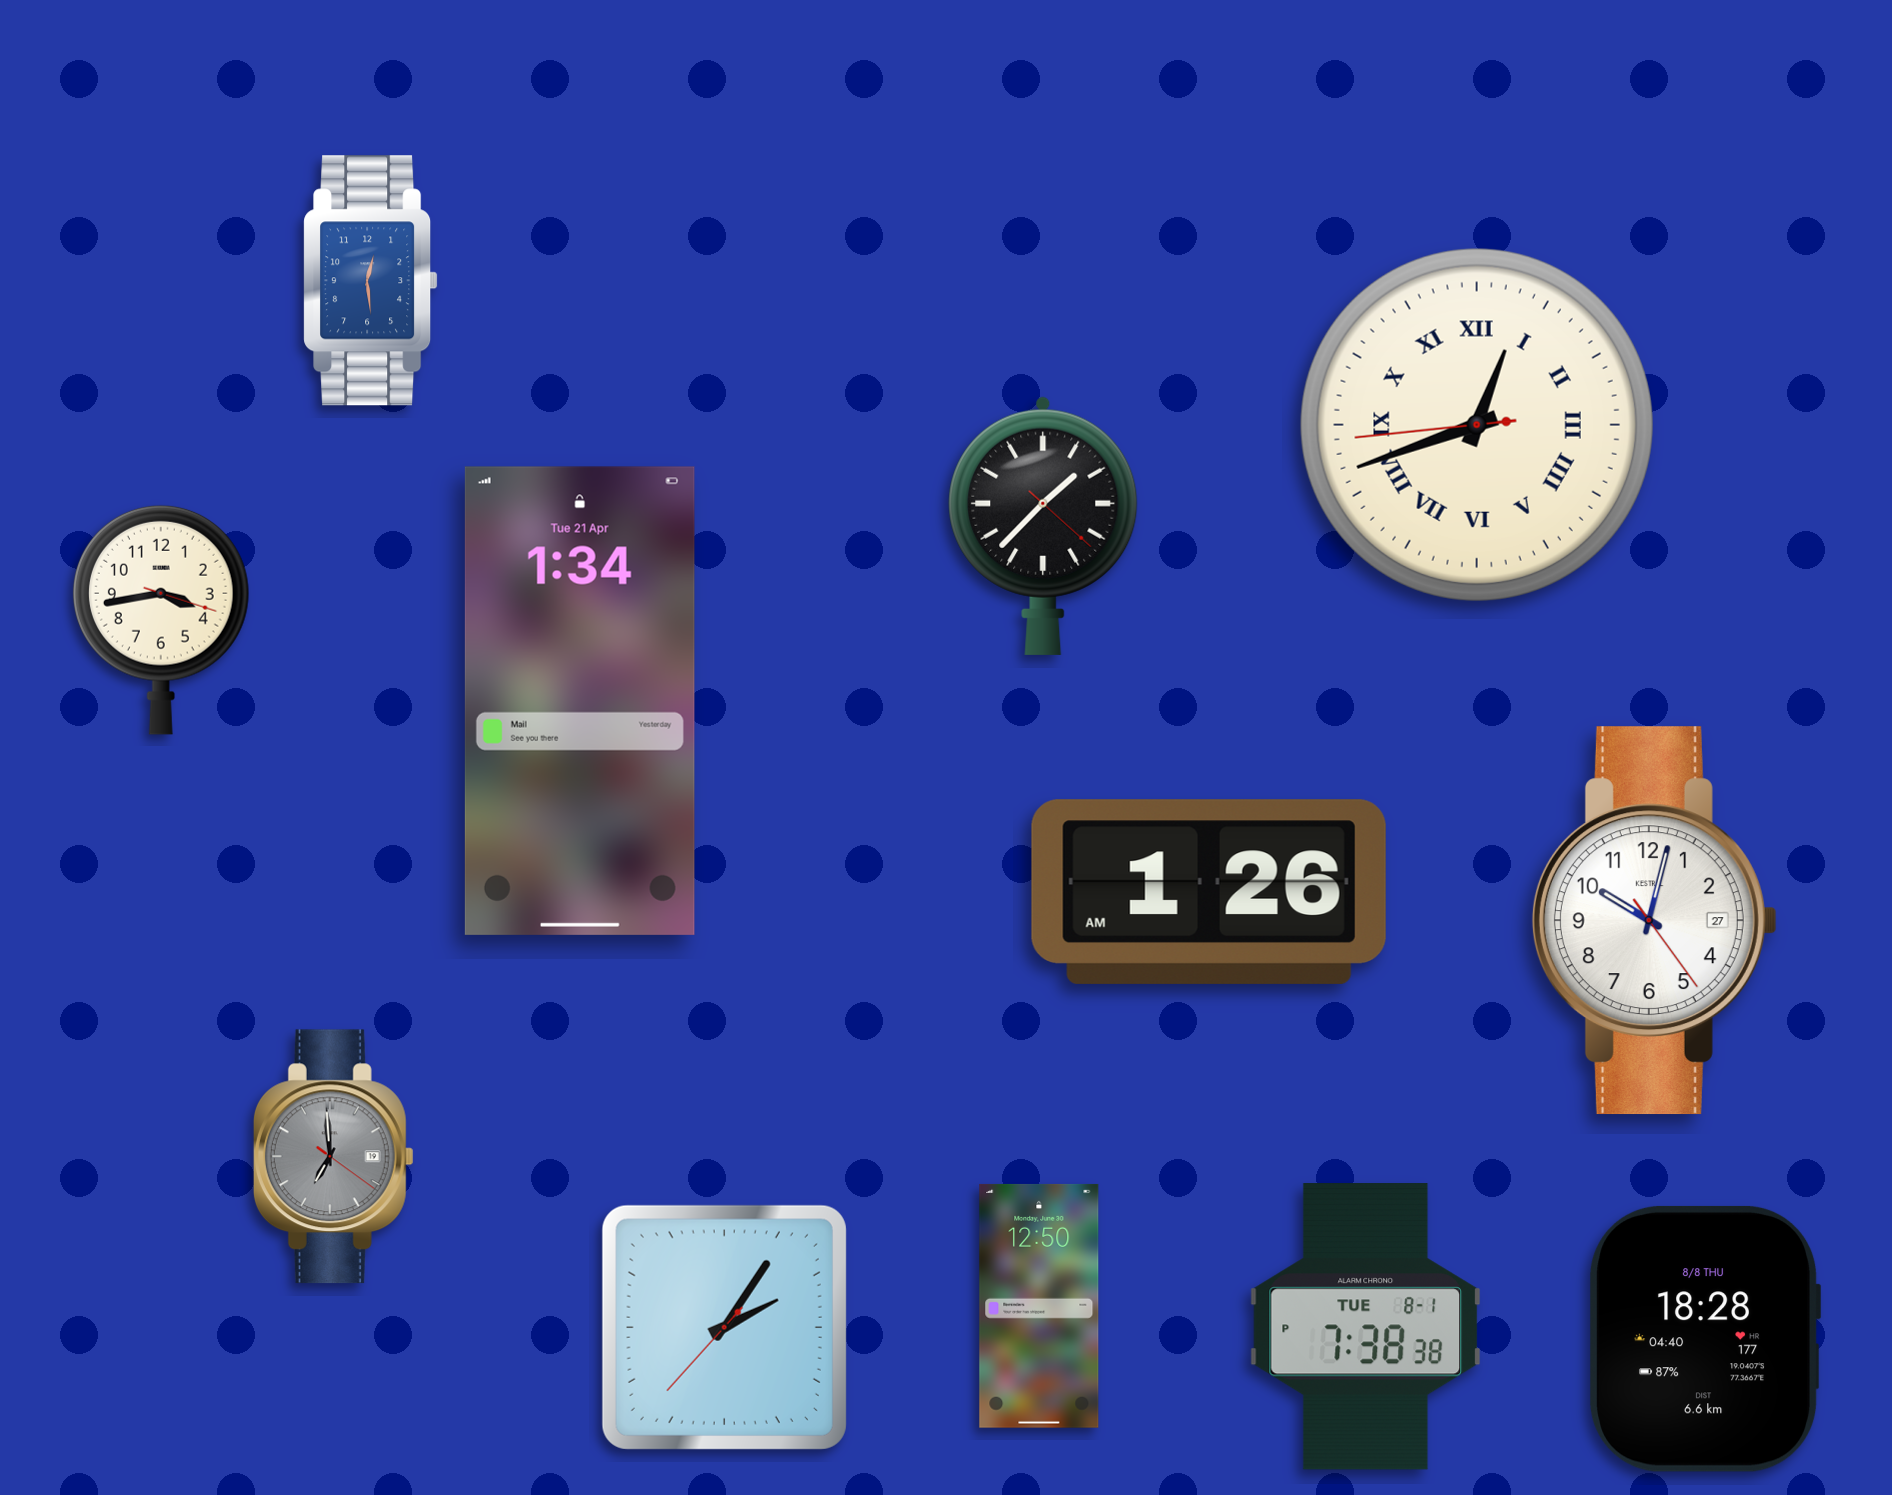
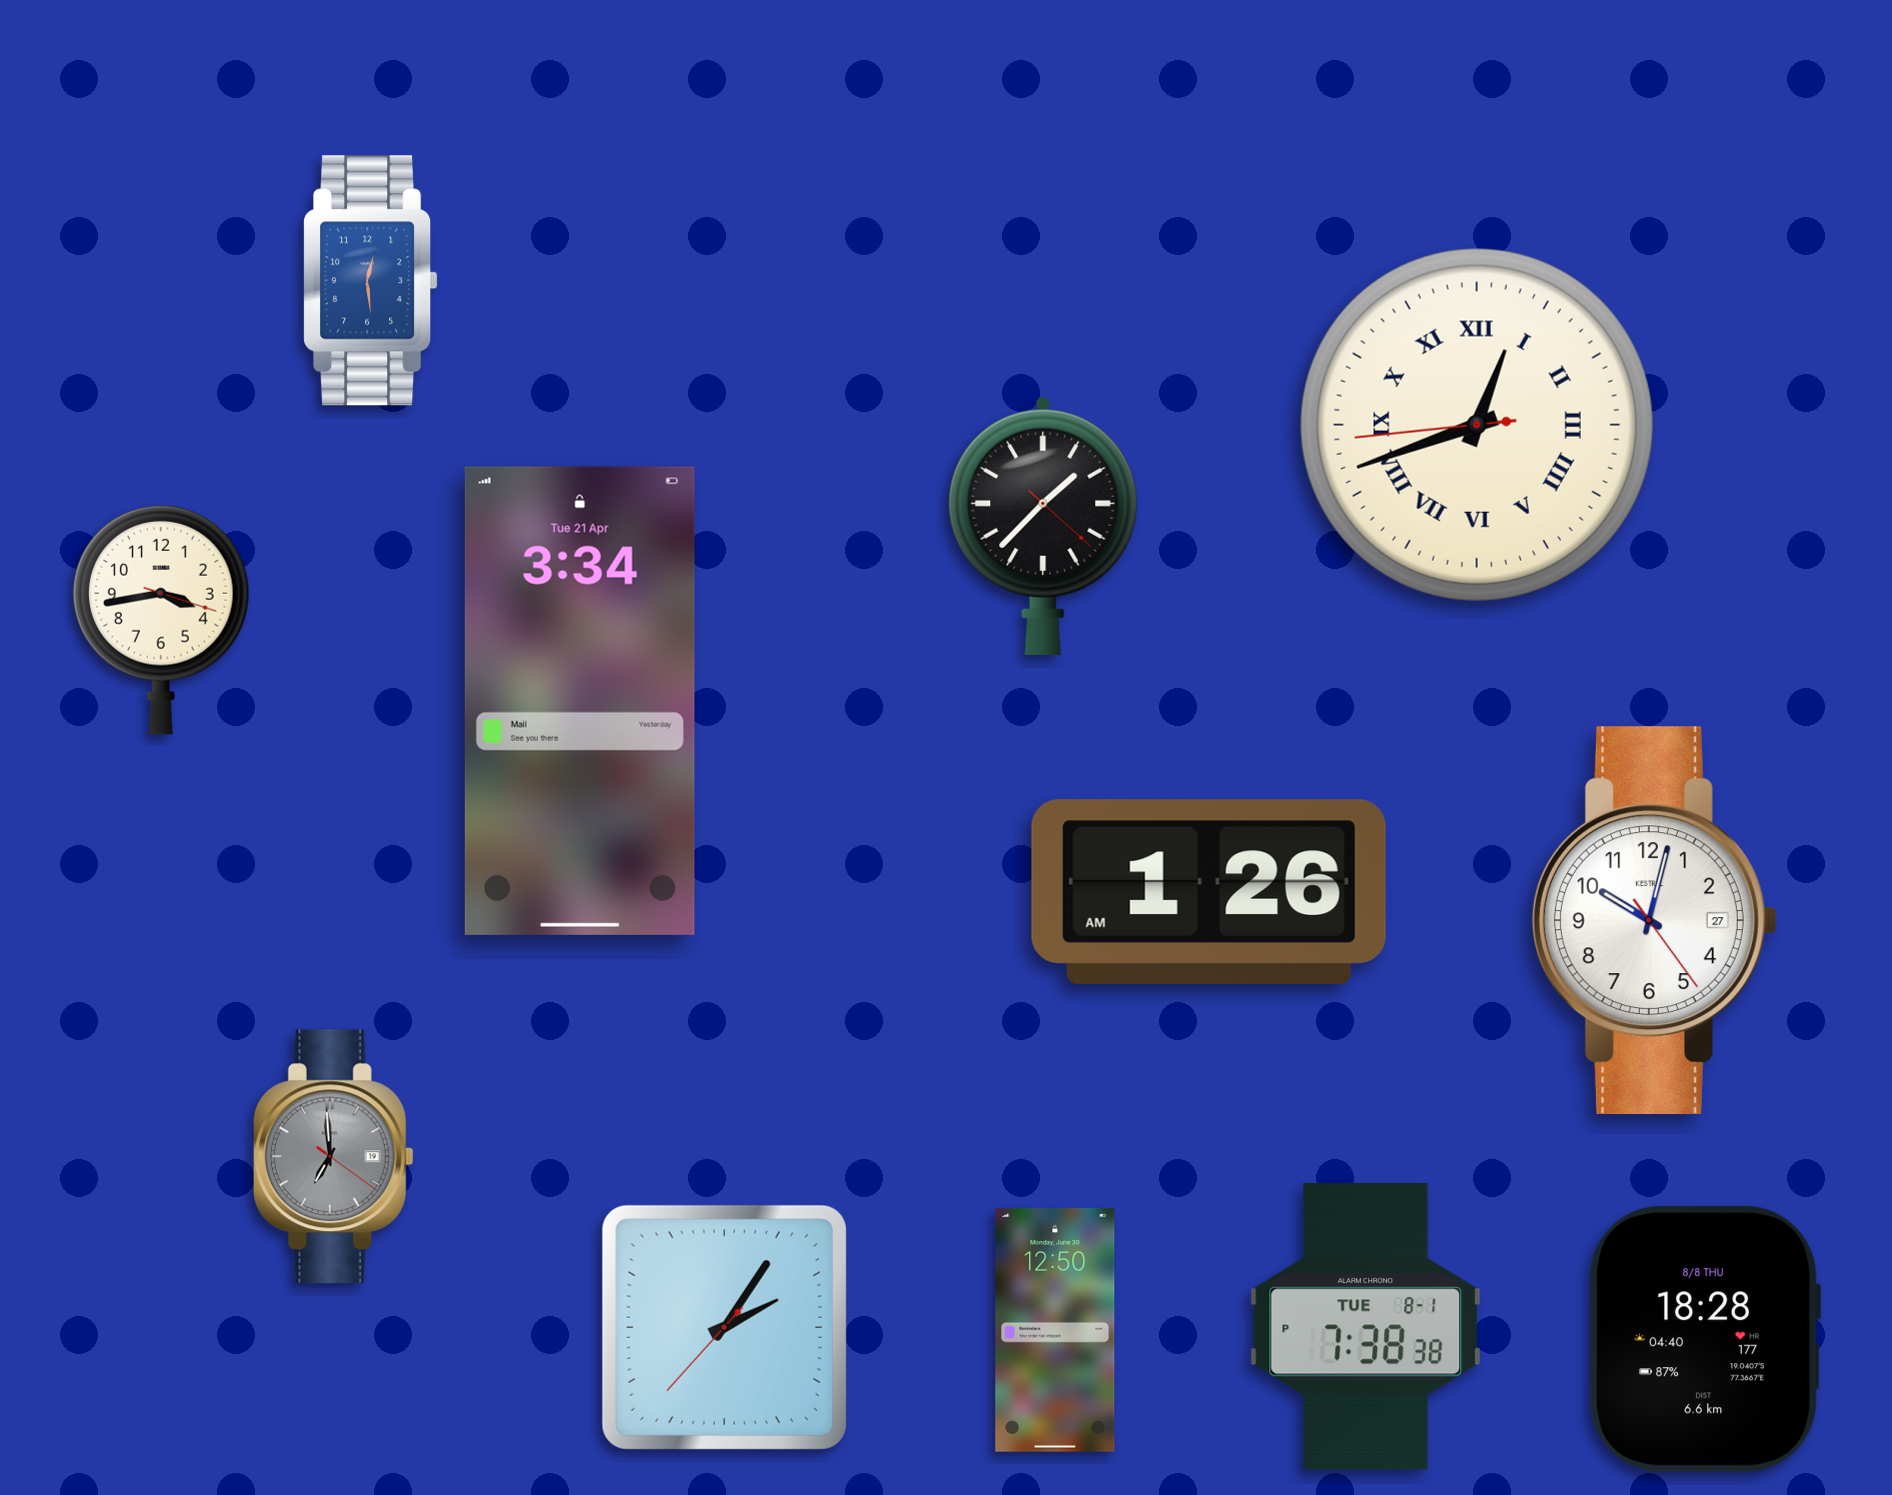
clock at (580, 701): 1:34 -> 3:34
clock at (1039, 1306) position: (1039, 1306) -> (1055, 1330)
